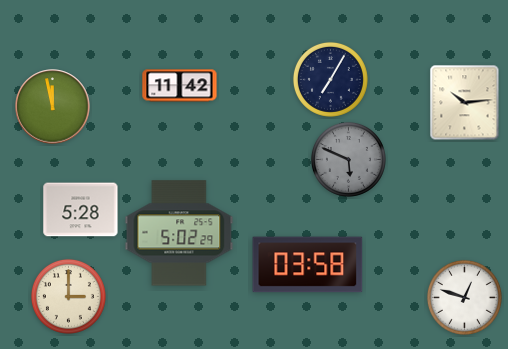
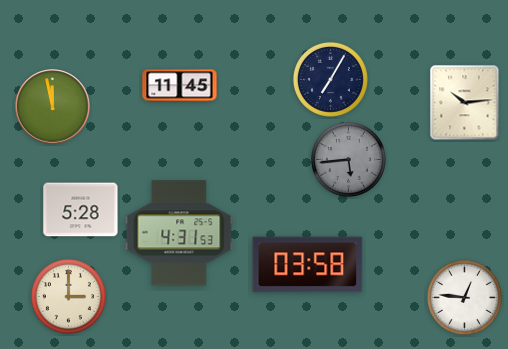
clock at (180, 86): 11:42 -> 11:45
clock at (348, 159): 5:49 -> 5:44
clock at (179, 233): 5:02 -> 4:31
clock at (464, 297): 12:48 -> 12:46
